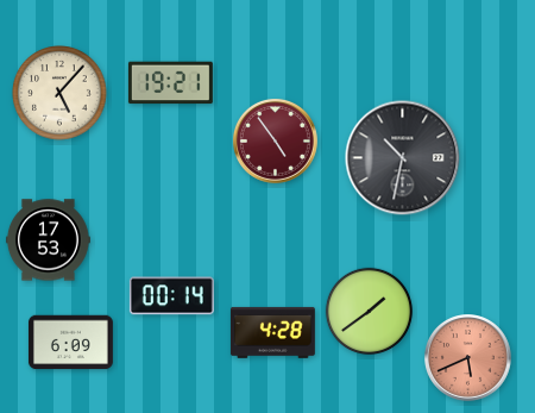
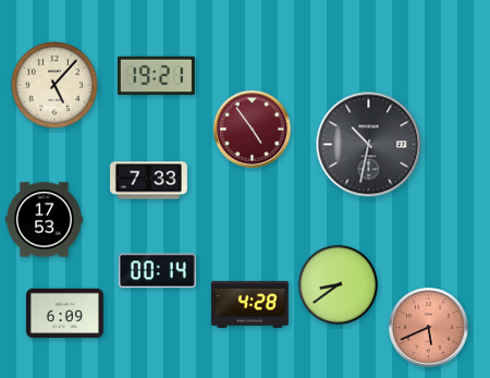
clock at (148, 181): none -> 7:33
clock at (370, 312): 1:39 -> 8:39
